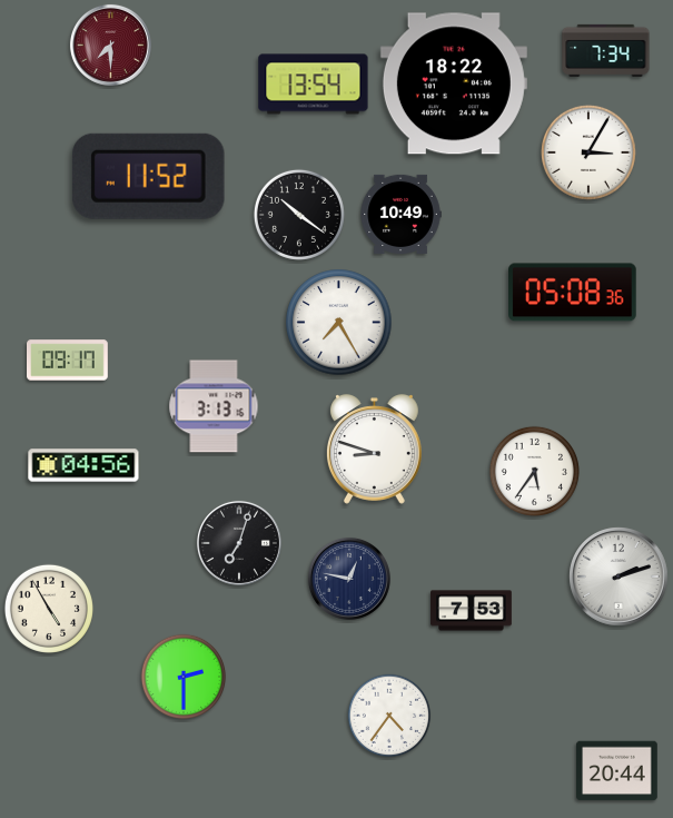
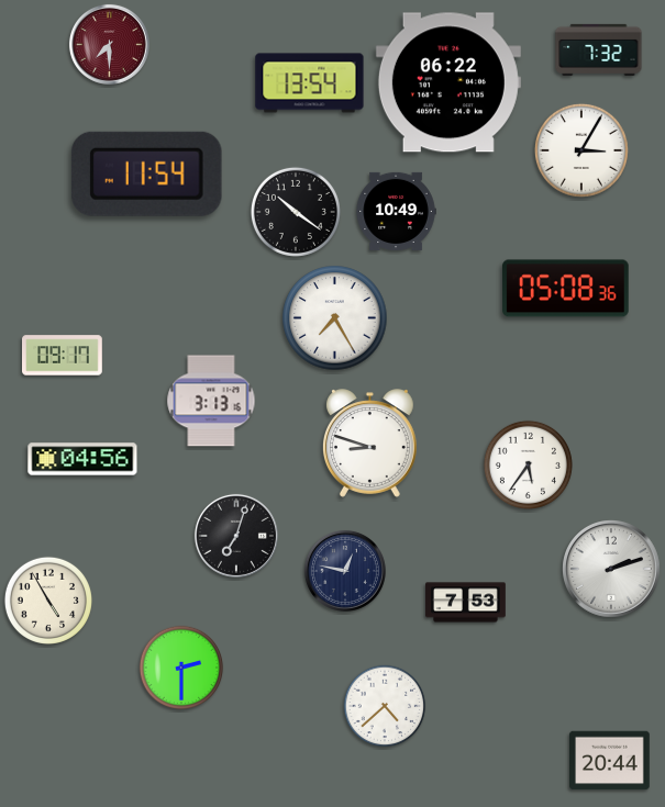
clock at (606, 50): 7:34 -> 7:32
clock at (454, 83): 18:22 -> 06:22
clock at (149, 176): 11:52 -> 11:54
clock at (68, 361) position: (68, 361) -> (63, 356)
clock at (389, 716): 4:36 -> 4:38
